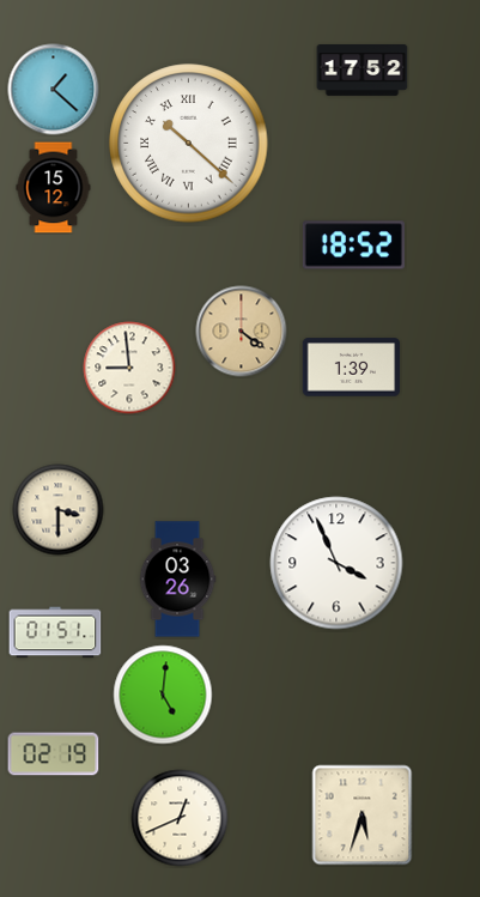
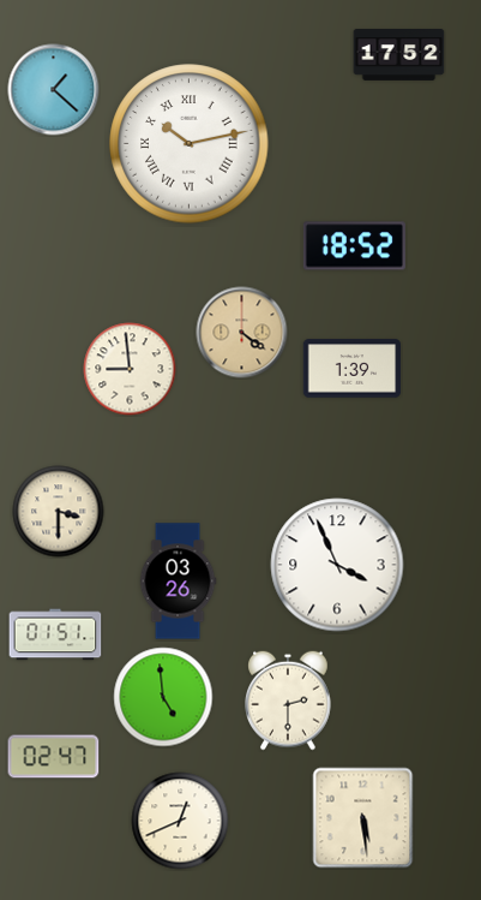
clock at (363, 71) position: (363, 71) -> (399, 55)
clock at (189, 144): 10:22 -> 10:13
clock at (54, 188): 15:12 -> none
clock at (163, 695): 5:01 -> 4:59
clock at (288, 701): none -> 2:30
clock at (54, 754): 02:19 -> 02:47
clock at (363, 816): 5:33 -> 5:29
